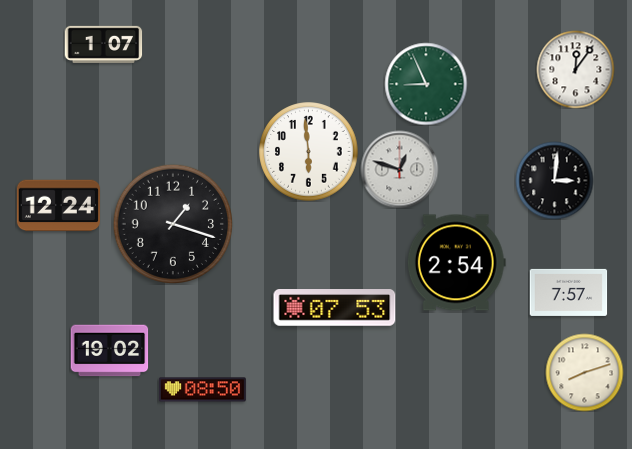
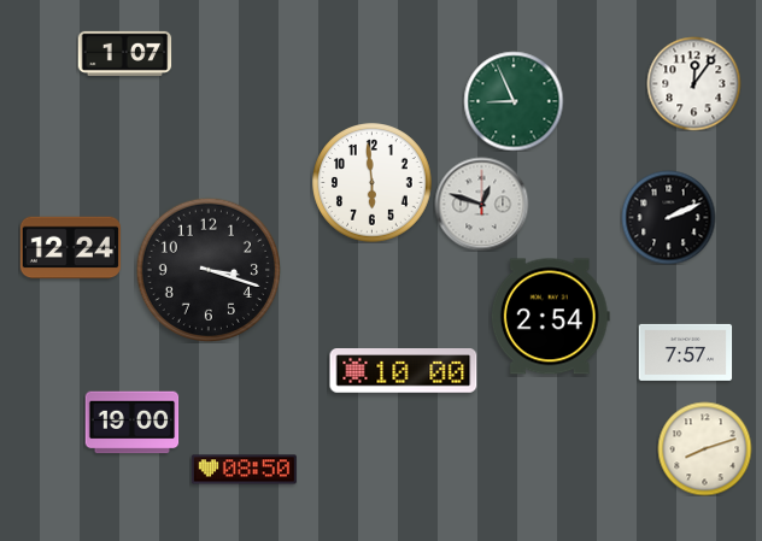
clock at (554, 180): 3:01 -> 2:11
clock at (172, 223): 1:18 -> 3:18
clock at (335, 308): 07:53 -> 10:00
clock at (109, 351): 19:02 -> 19:00
